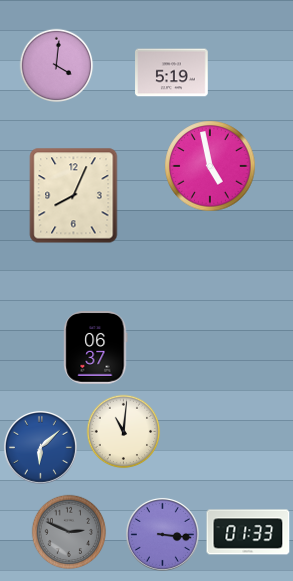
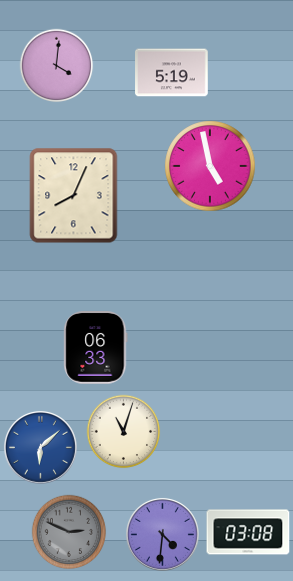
clock at (96, 348): 06:37 -> 06:33
clock at (124, 432): 11:01 -> 11:03
clock at (248, 532): 01:33 -> 03:08
clock at (162, 534): 3:16 -> 4:31
